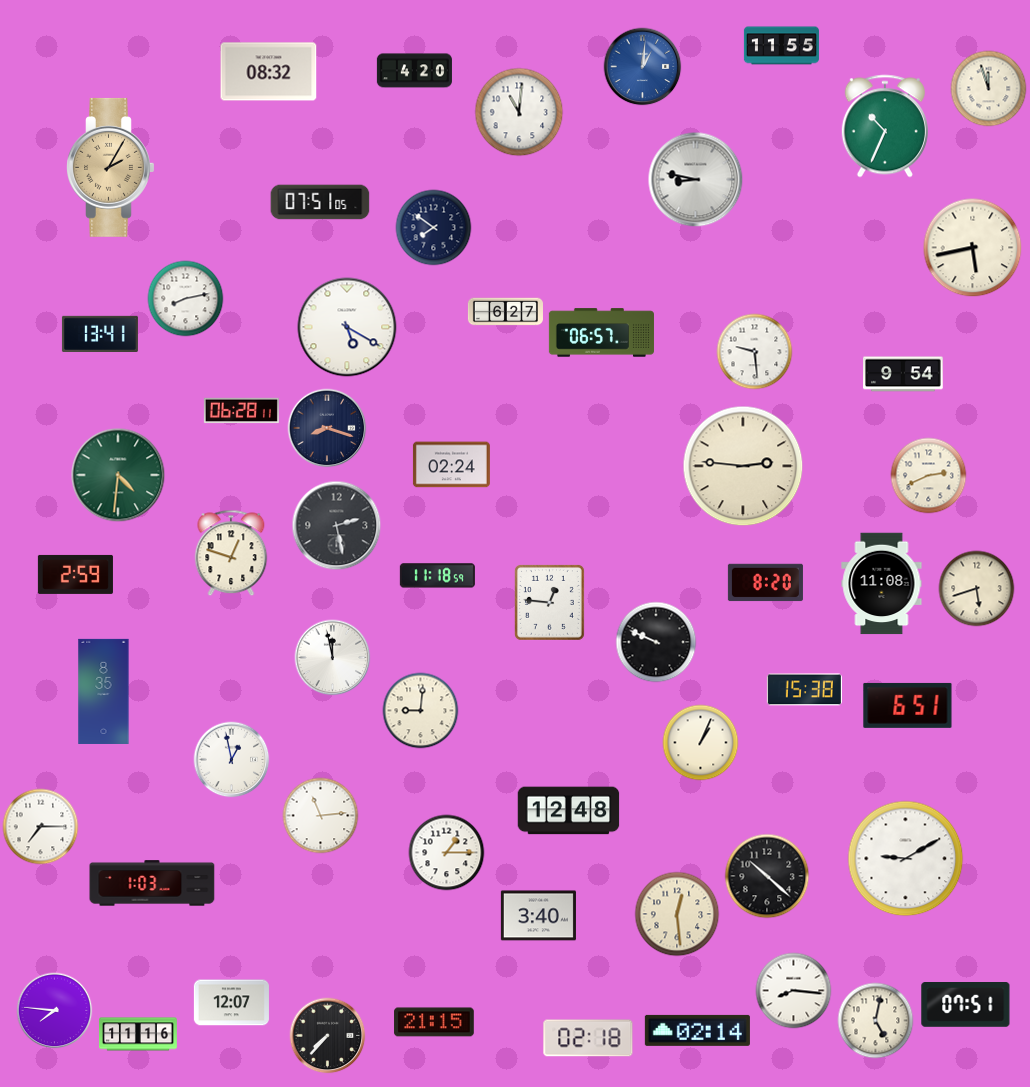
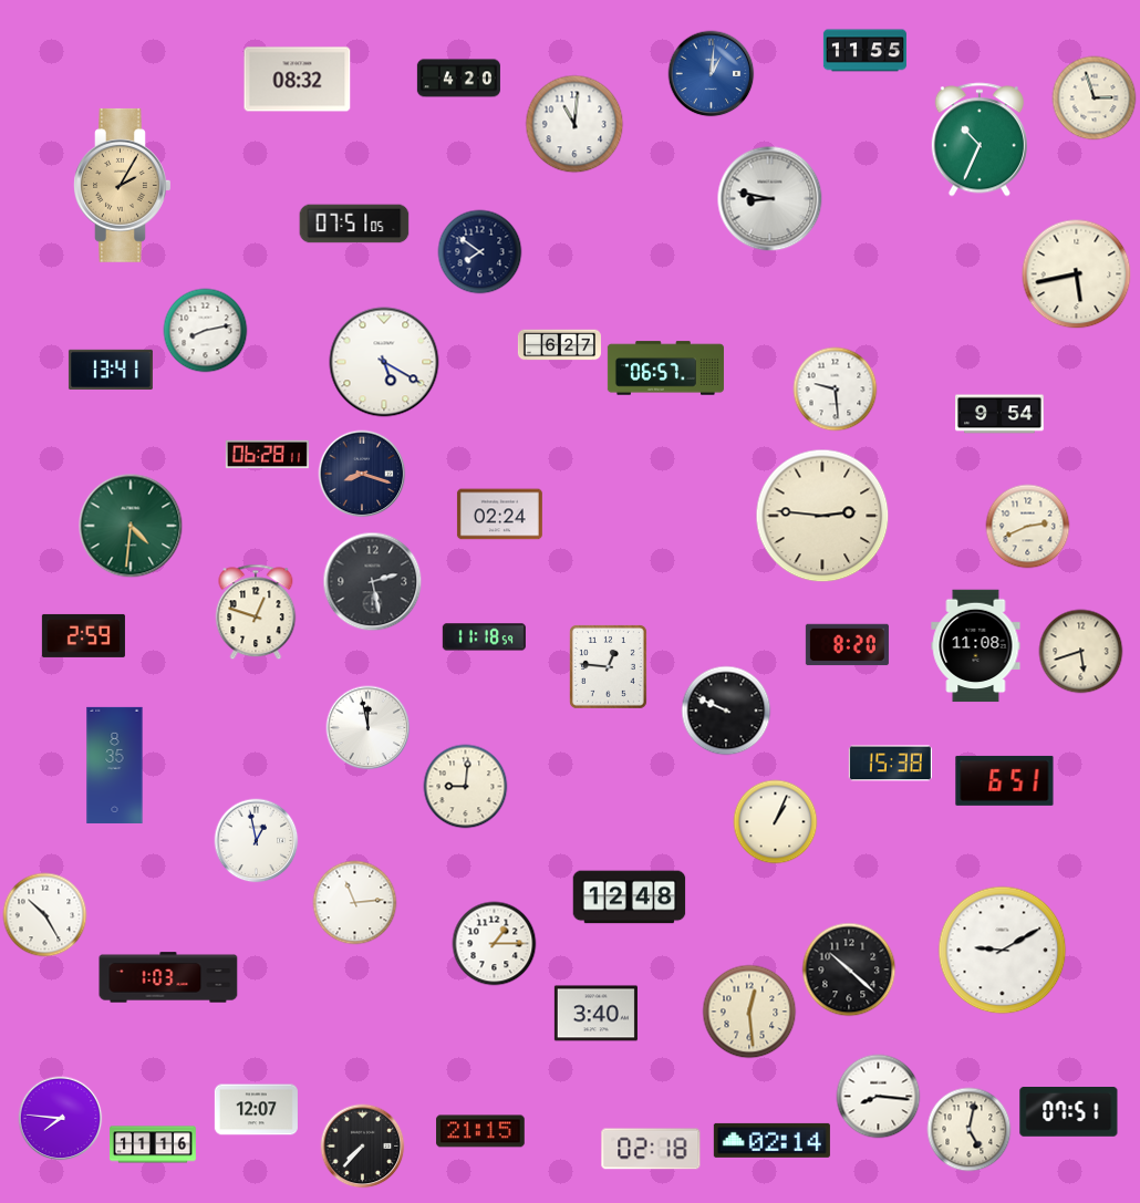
clock at (989, 89): 11:57 -> 2:57
clock at (41, 827): 7:15 -> 10:25
